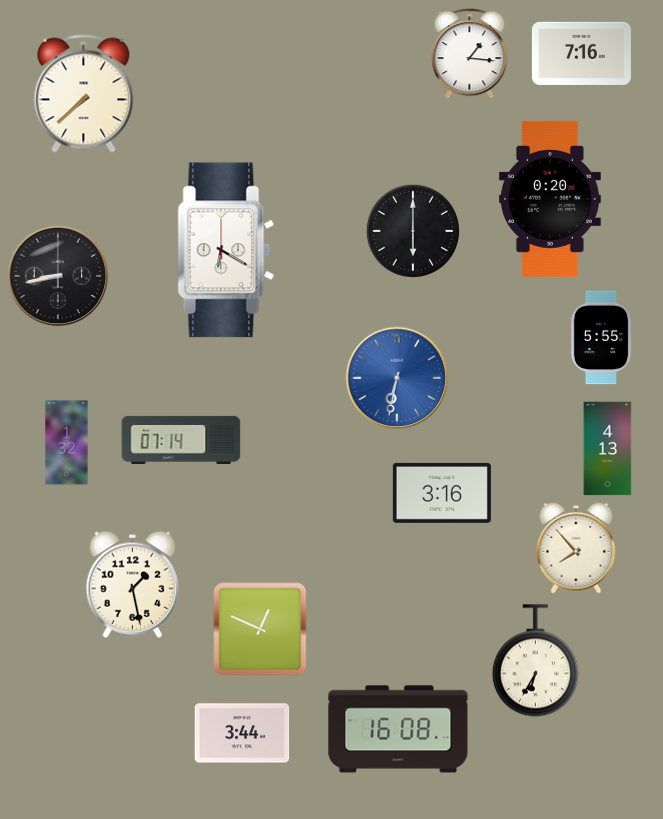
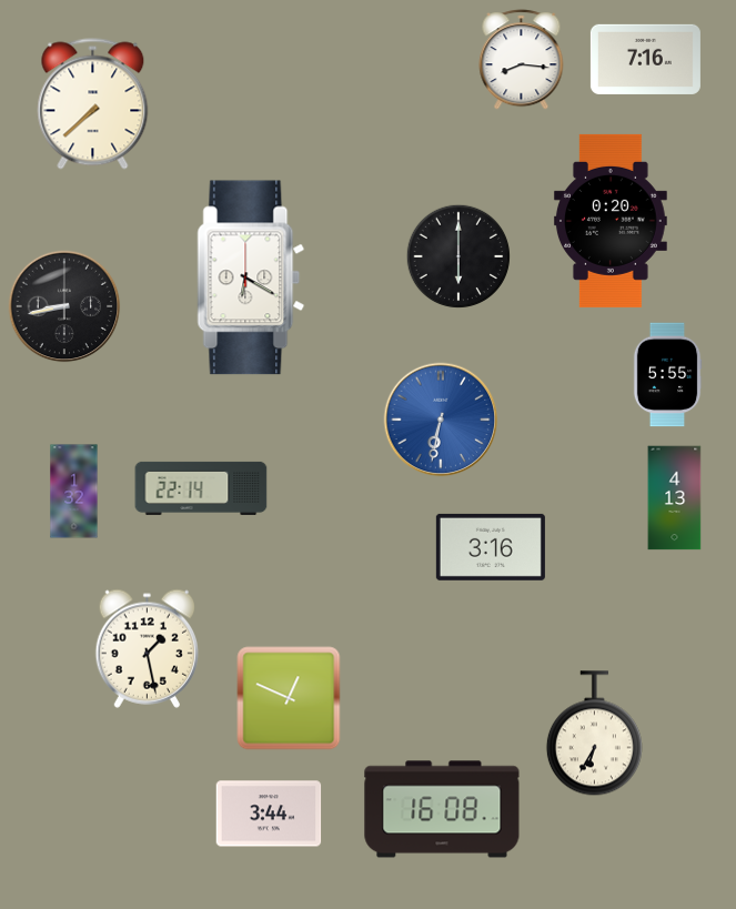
clock at (470, 54): 1:16 -> 8:16
clock at (181, 440): 07:14 -> 22:14
clock at (576, 548): 7:53 -> none
